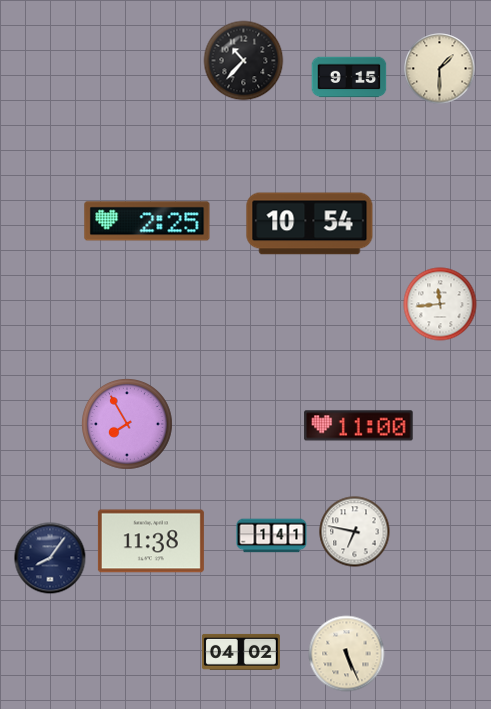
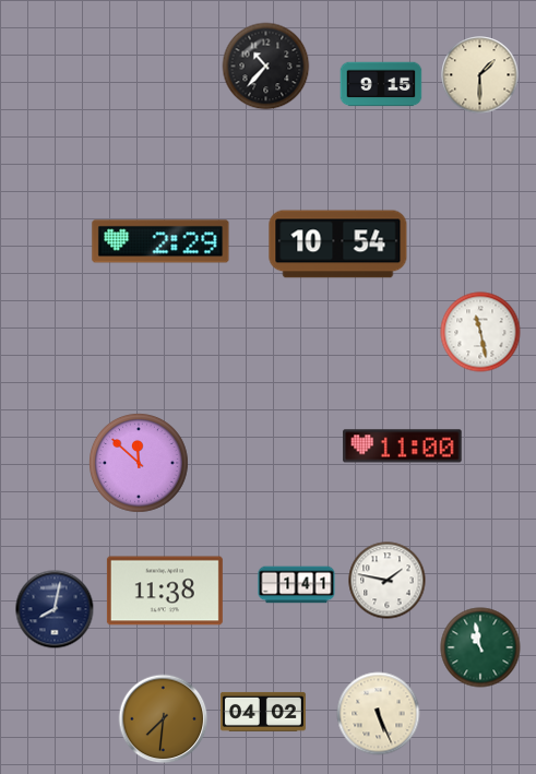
clock at (147, 221): 2:25 -> 2:29
clock at (440, 304): 11:44 -> 11:28
clock at (128, 425): 7:55 -> 11:52
clock at (359, 426) position: (359, 426) -> (403, 446)
clock at (355, 532): 6:47 -> 1:47
clock at (50, 558): 8:06 -> 8:02
clock at (480, 647): none -> 10:58
clock at (164, 719): none -> 7:31
